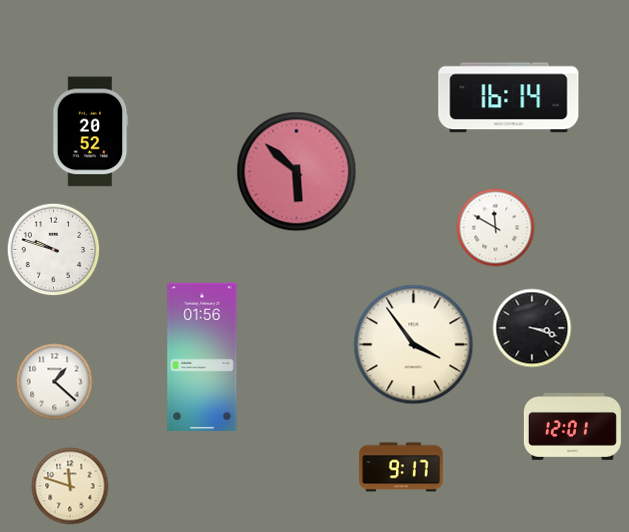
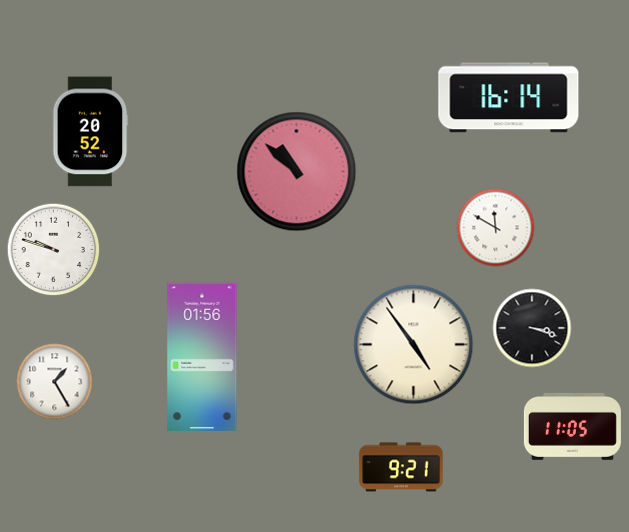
clock at (297, 172): 5:52 -> 10:52
clock at (414, 345): 3:54 -> 4:54
clock at (55, 382): 1:22 -> 1:25
clock at (572, 426): 12:01 -> 11:05
clock at (401, 467): 9:17 -> 9:21
clock at (70, 486): 11:48 -> none
